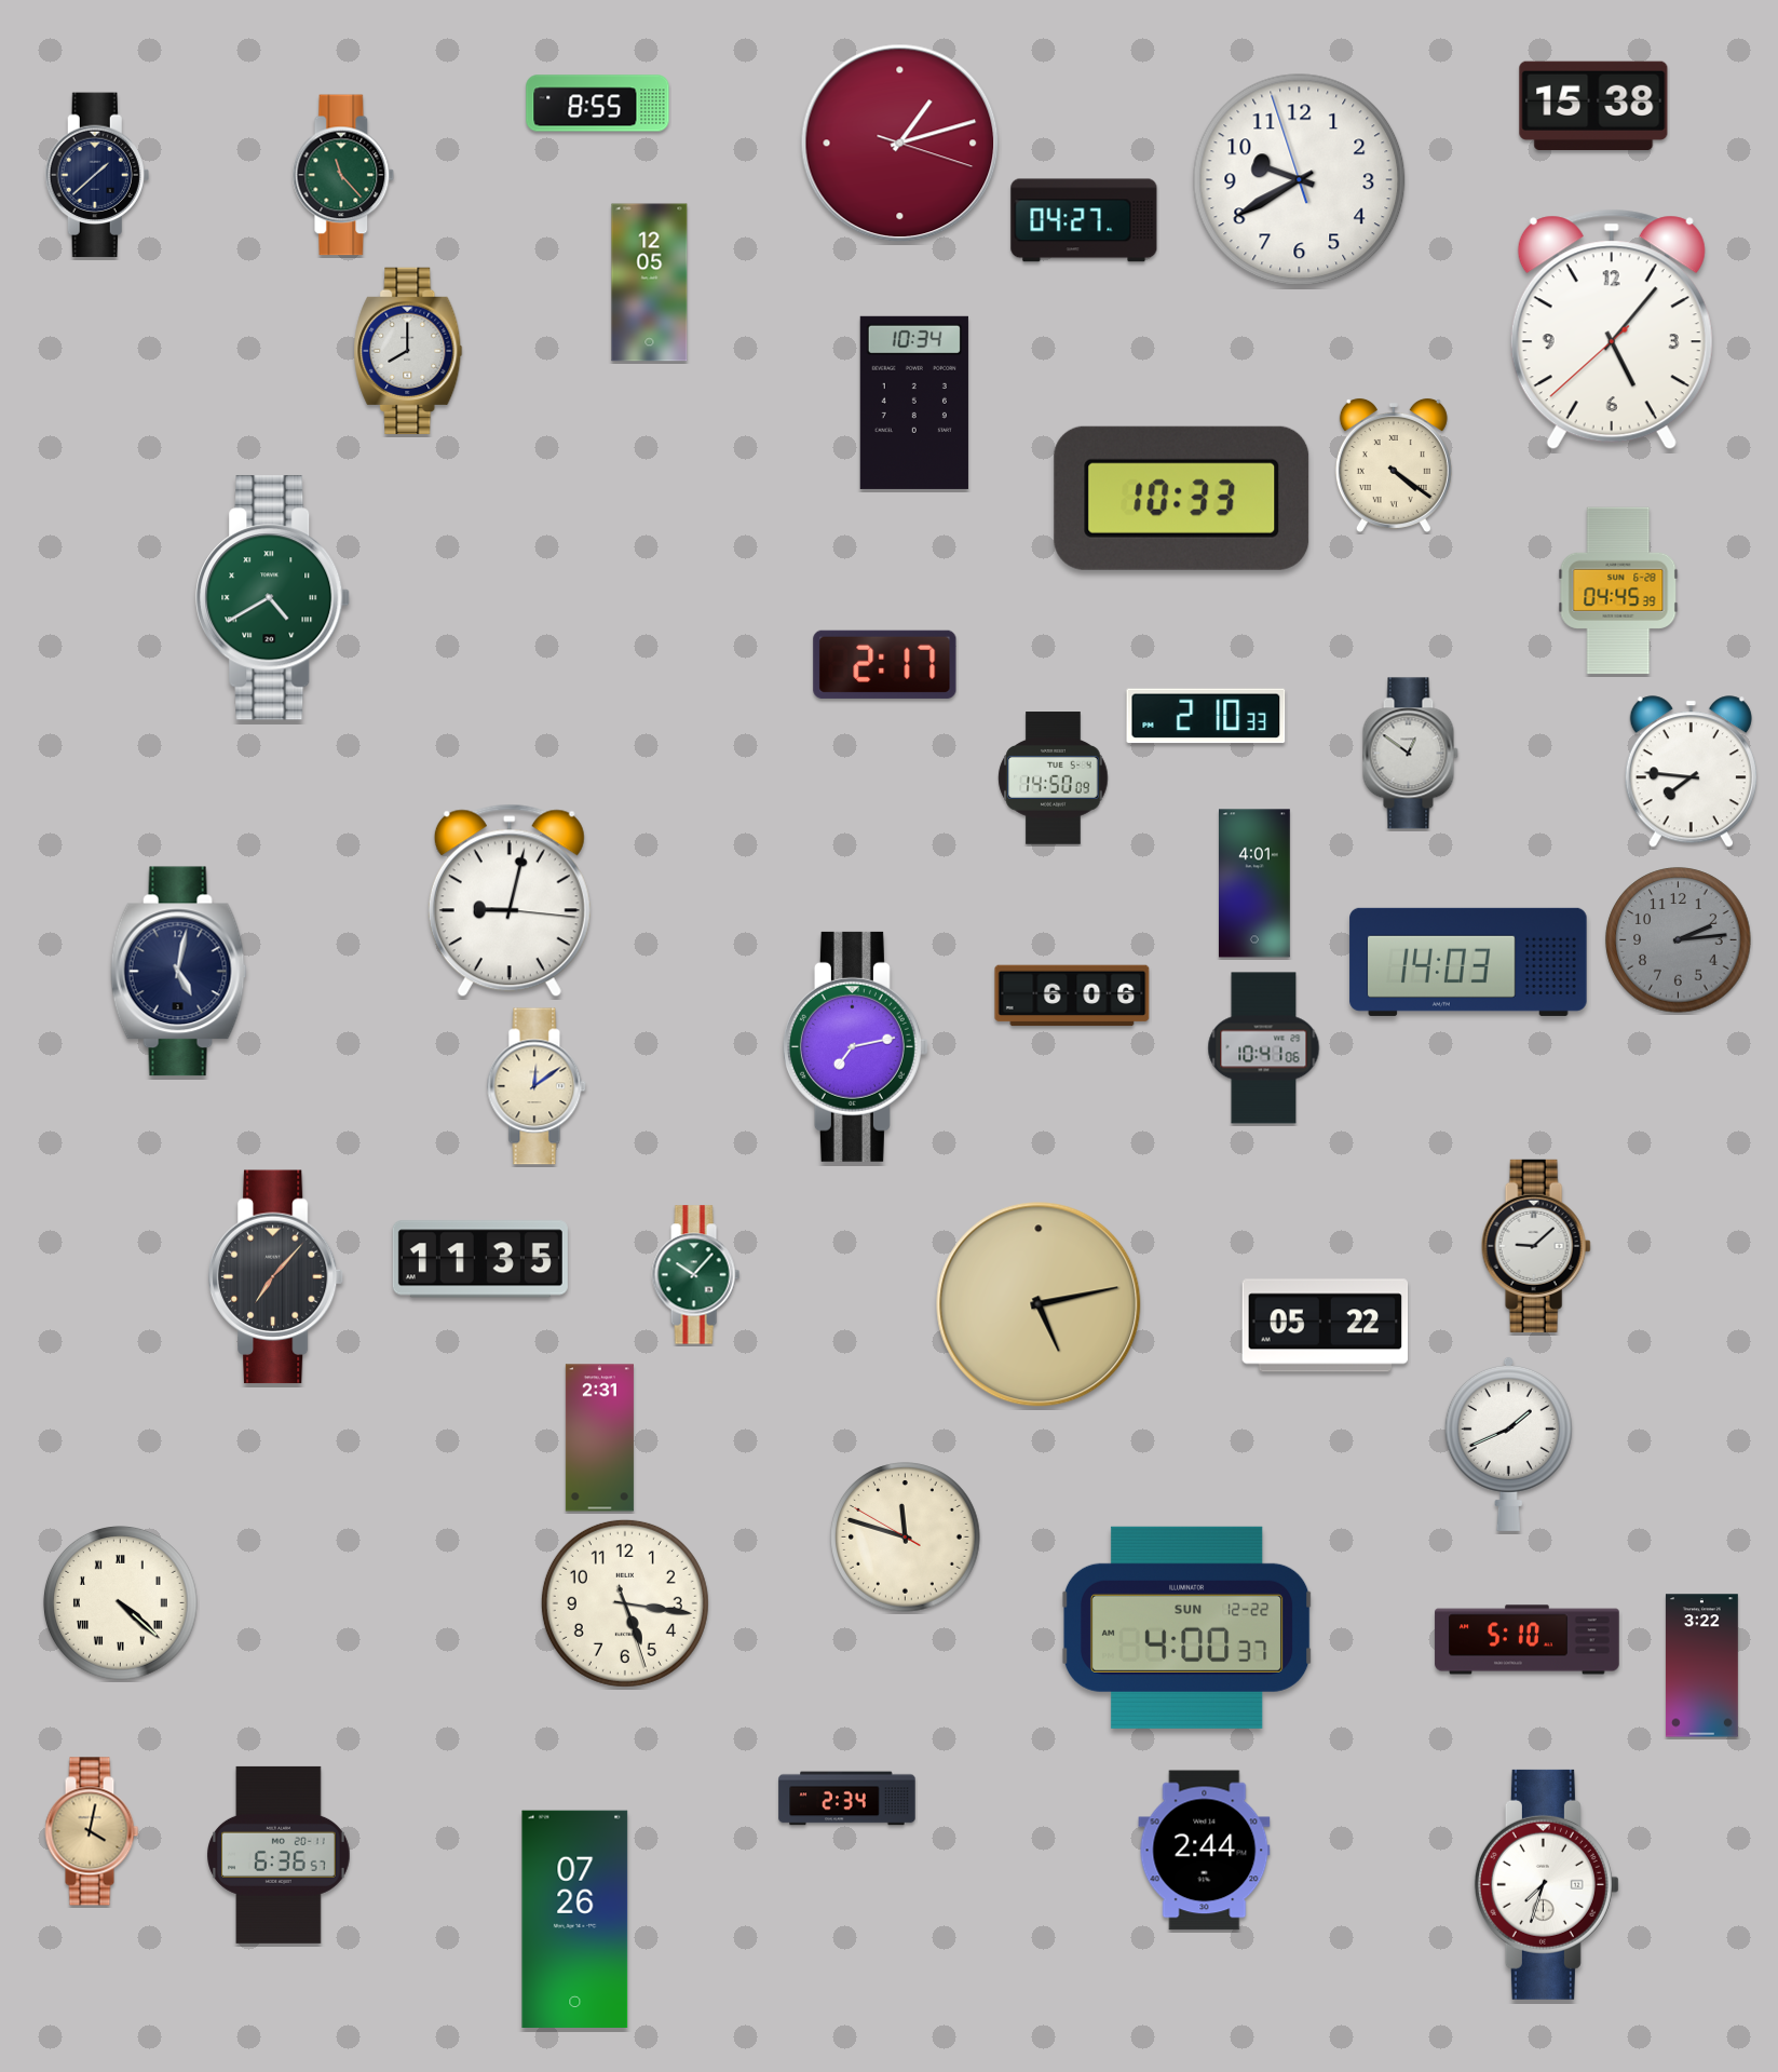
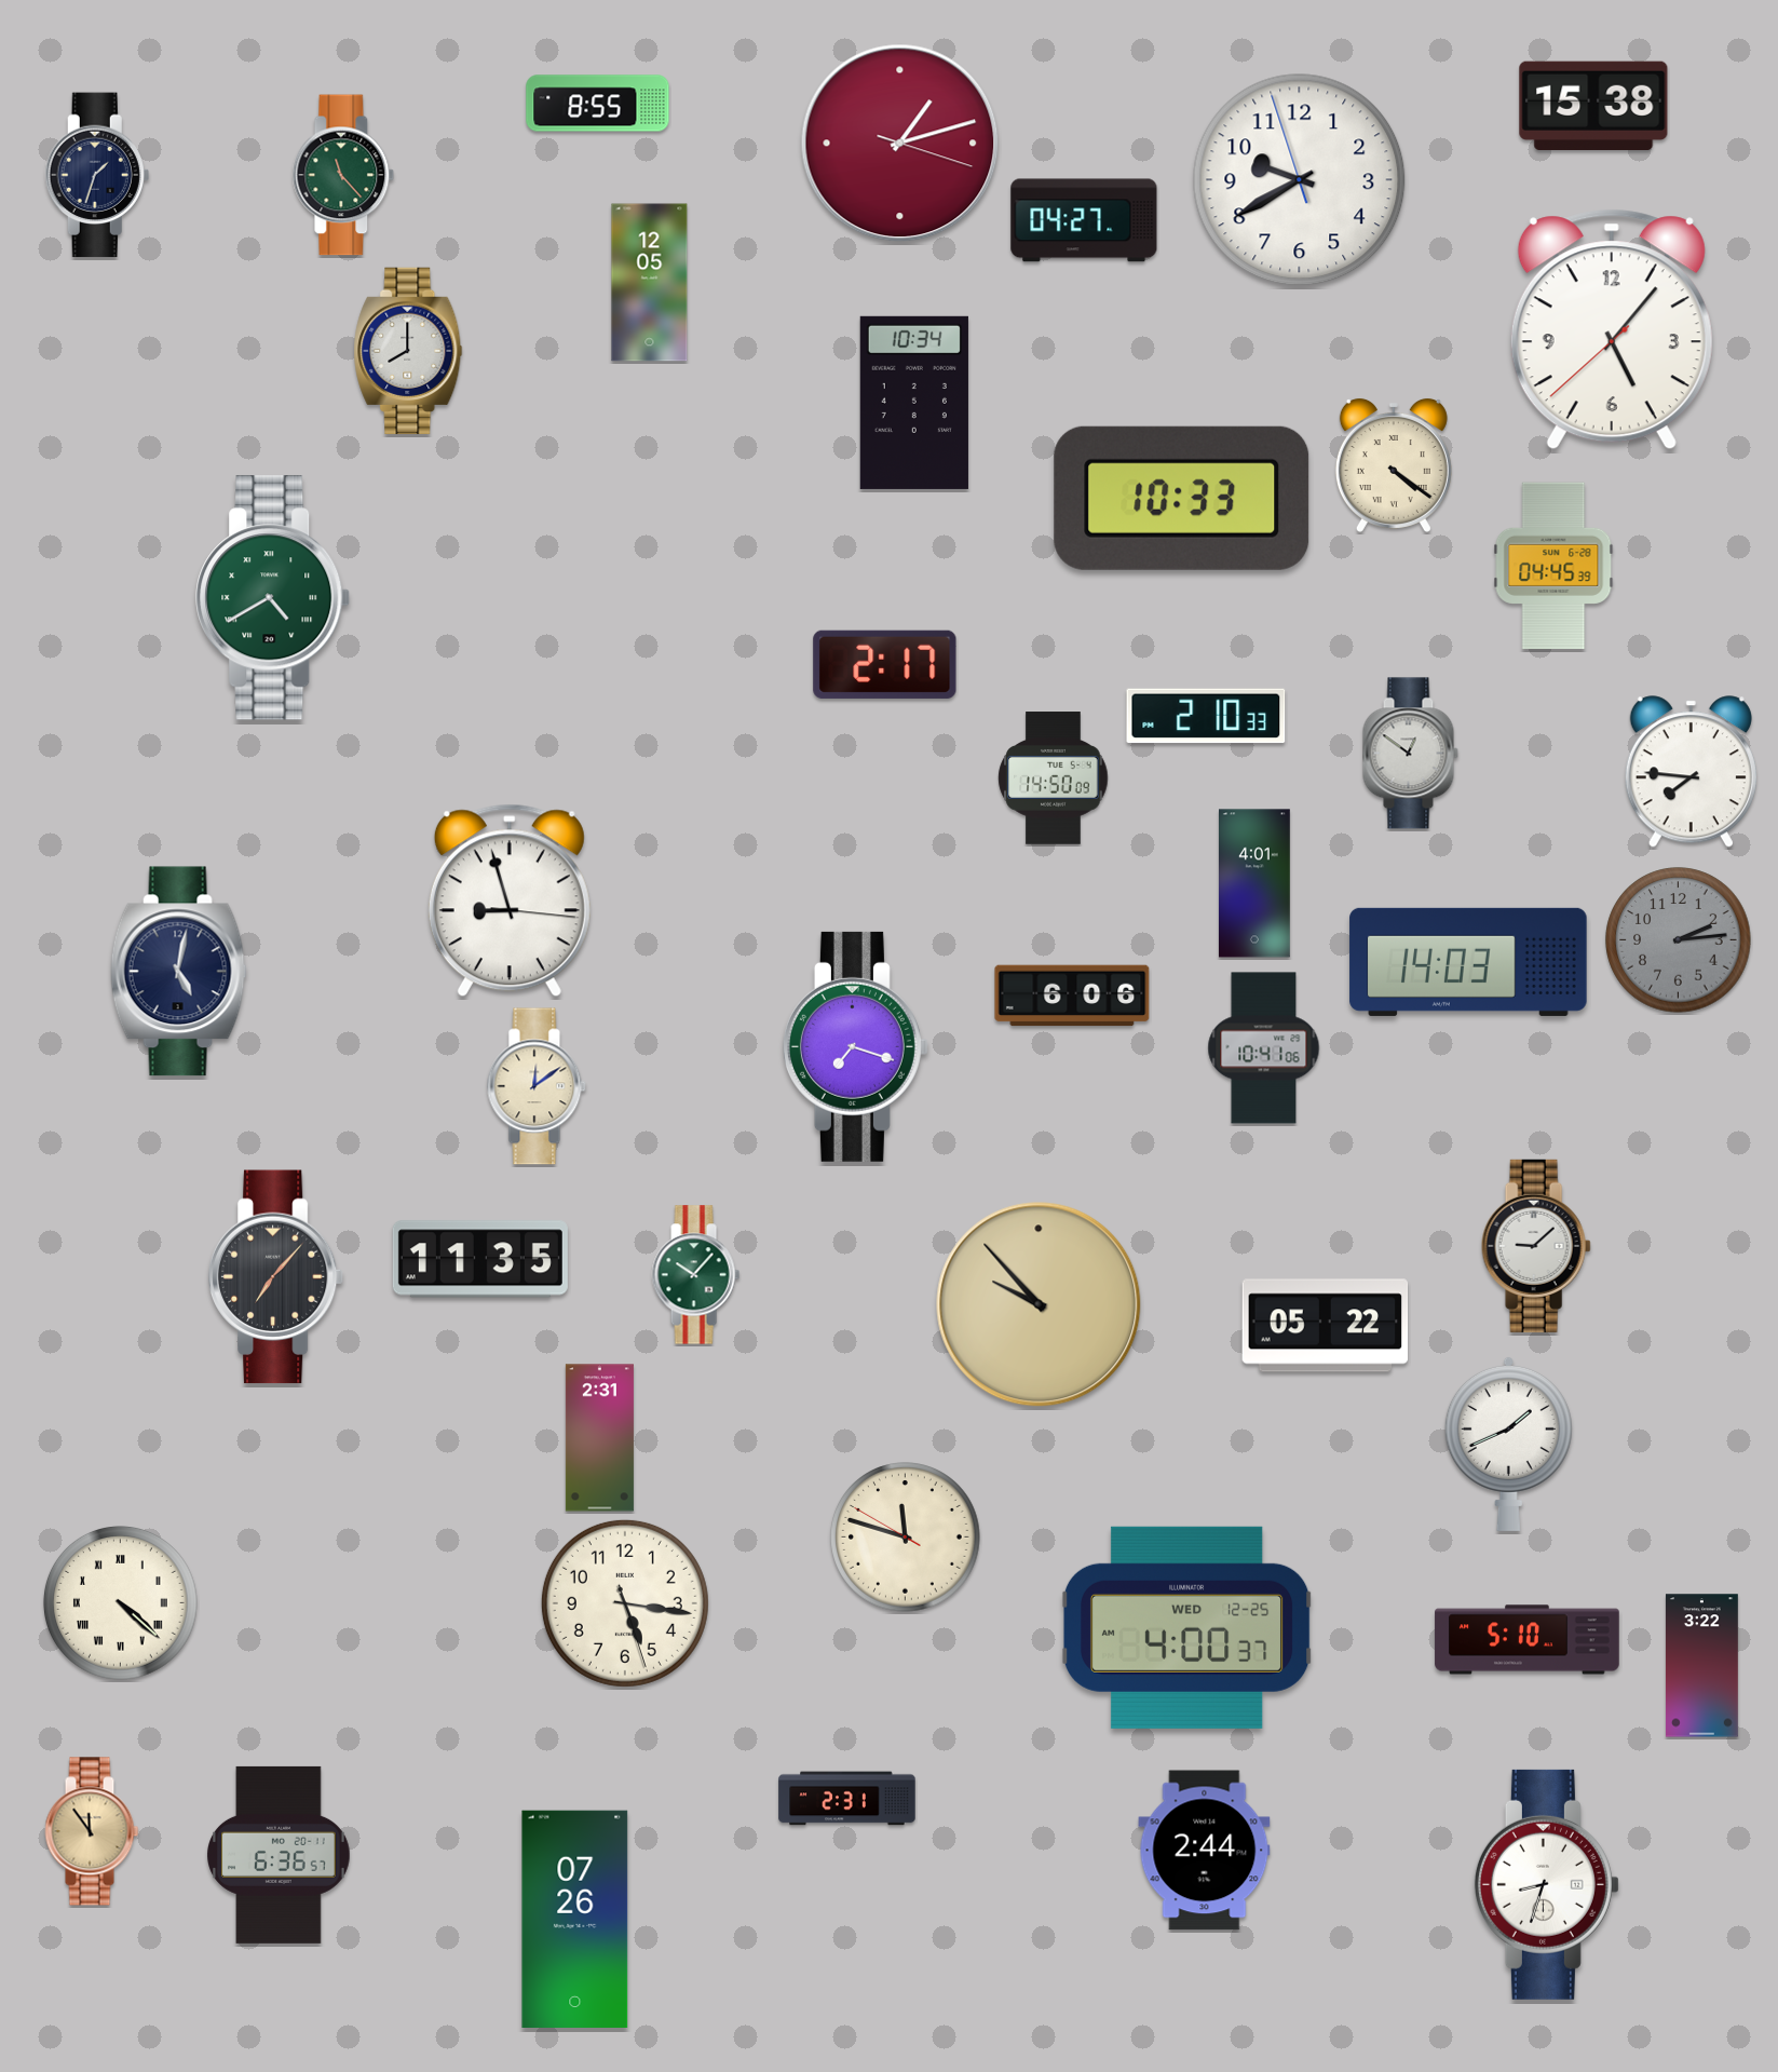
clock at (97, 175): 1:38 -> 1:33
clock at (1618, 591) position: (1618, 591) -> (1553, 566)
clock at (510, 900): 9:02 -> 8:57
clock at (855, 1046): 7:13 -> 7:18
clock at (1039, 1304): 5:13 -> 9:53
clock at (1187, 1627) date: SUN 12-22 -> WED 12-25
clock at (847, 1799): 2:34 -> 2:31
clock at (92, 1831): 4:02 -> 11:54
clock at (1546, 1884): 7:33 -> 8:33
